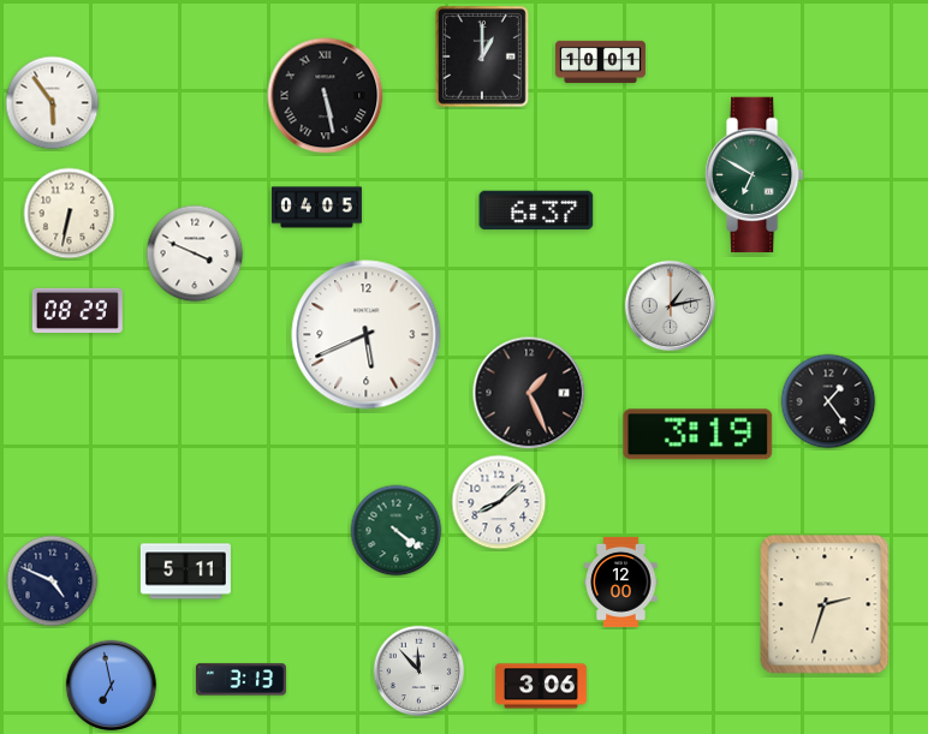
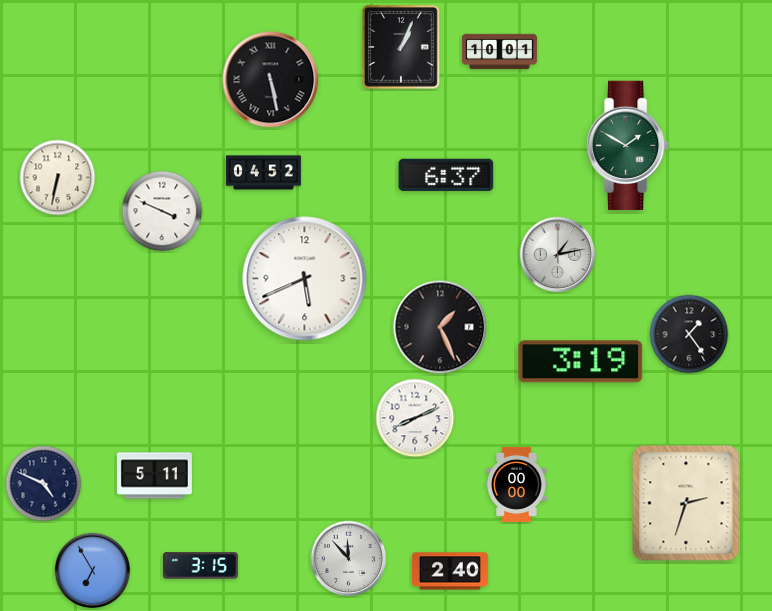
clock at (483, 58): 1:00 -> 1:04
clock at (53, 103): 5:54 -> none
clock at (755, 175): 6:50 -> 1:50
clock at (316, 208): 04:05 -> 04:52
clock at (77, 311): 08:29 -> none
clock at (499, 502): 8:08 -> 8:11
clock at (397, 531): 4:21 -> none
clock at (621, 581): 12:00 -> 00:00
clock at (240, 680): 3:13 -> 3:15
clock at (112, 686): 6:58 -> 6:55
clock at (541, 686): 3:06 -> 2:40
